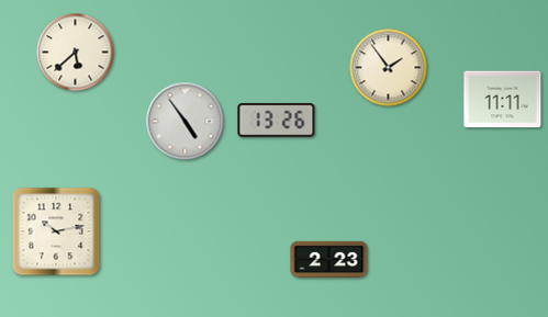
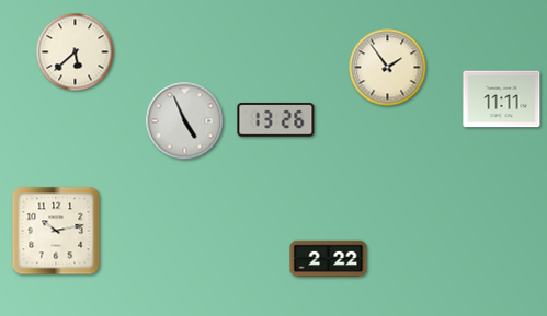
clock at (186, 122): 4:54 -> 4:56
clock at (329, 259): 2:23 -> 2:22
